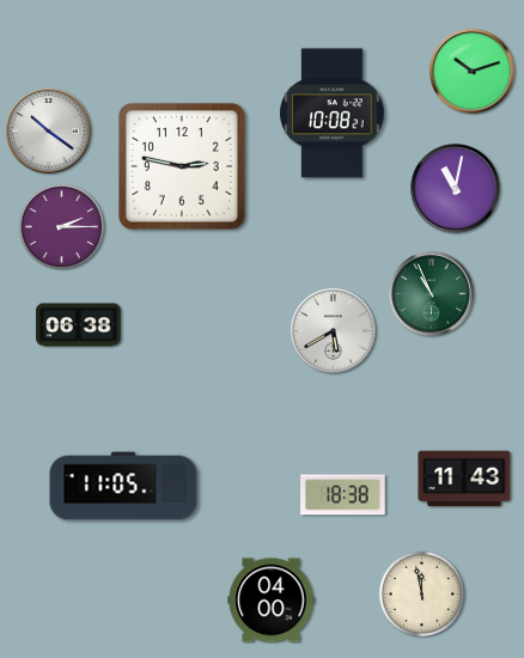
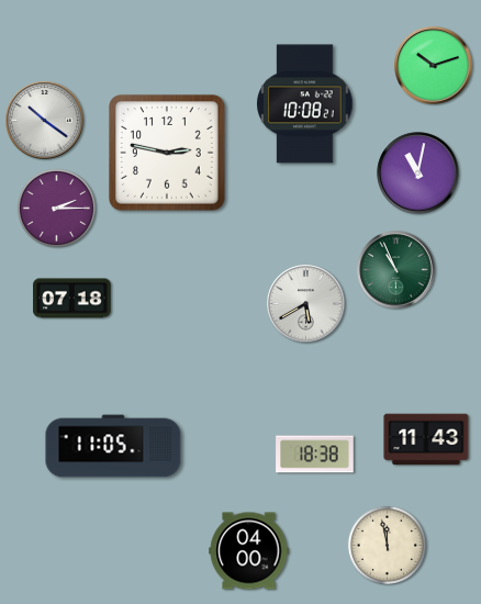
clock at (79, 325): 06:38 -> 07:18
